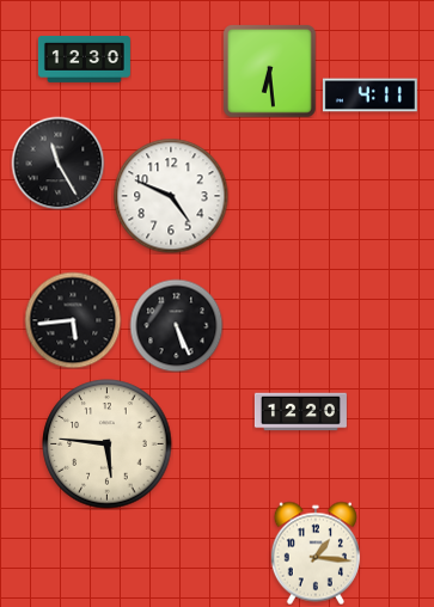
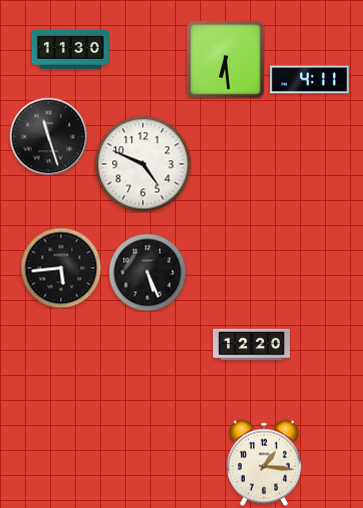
clock at (84, 60): 12:30 -> 11:30
clock at (57, 163): 11:25 -> 11:27
clock at (108, 444): 5:46 -> none
